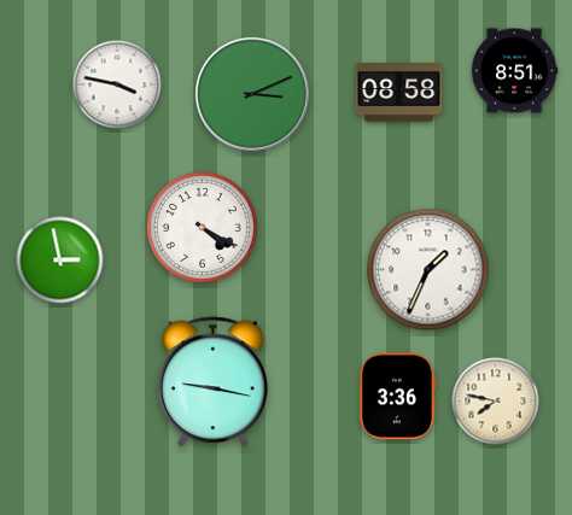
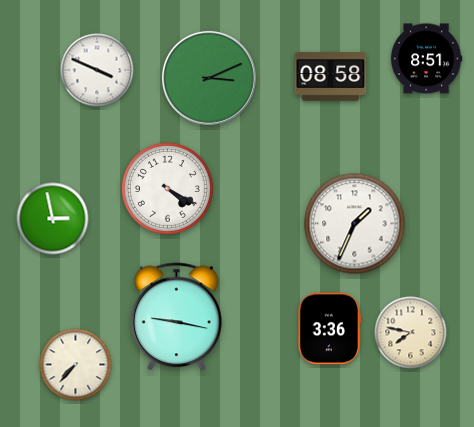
clock at (117, 84): 3:47 -> 3:49
clock at (60, 261) position: (60, 261) -> (53, 219)
clock at (76, 365): none -> 7:37
